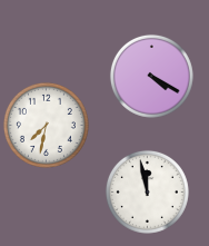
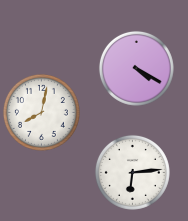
clock at (46, 125): 7:32 -> 8:02
clock at (147, 191): 11:58 -> 6:14
